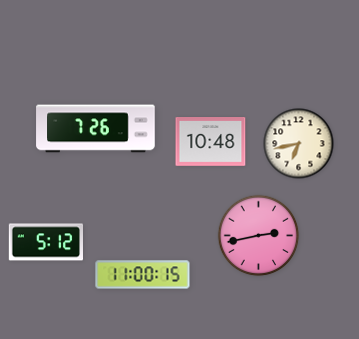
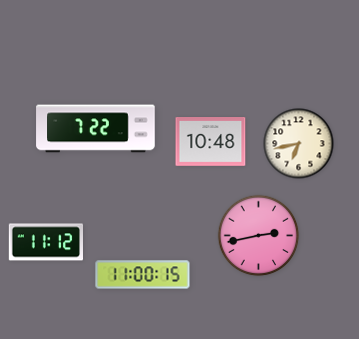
clock at (96, 129): 7:26 -> 7:22
clock at (45, 242): 5:12 -> 11:12
